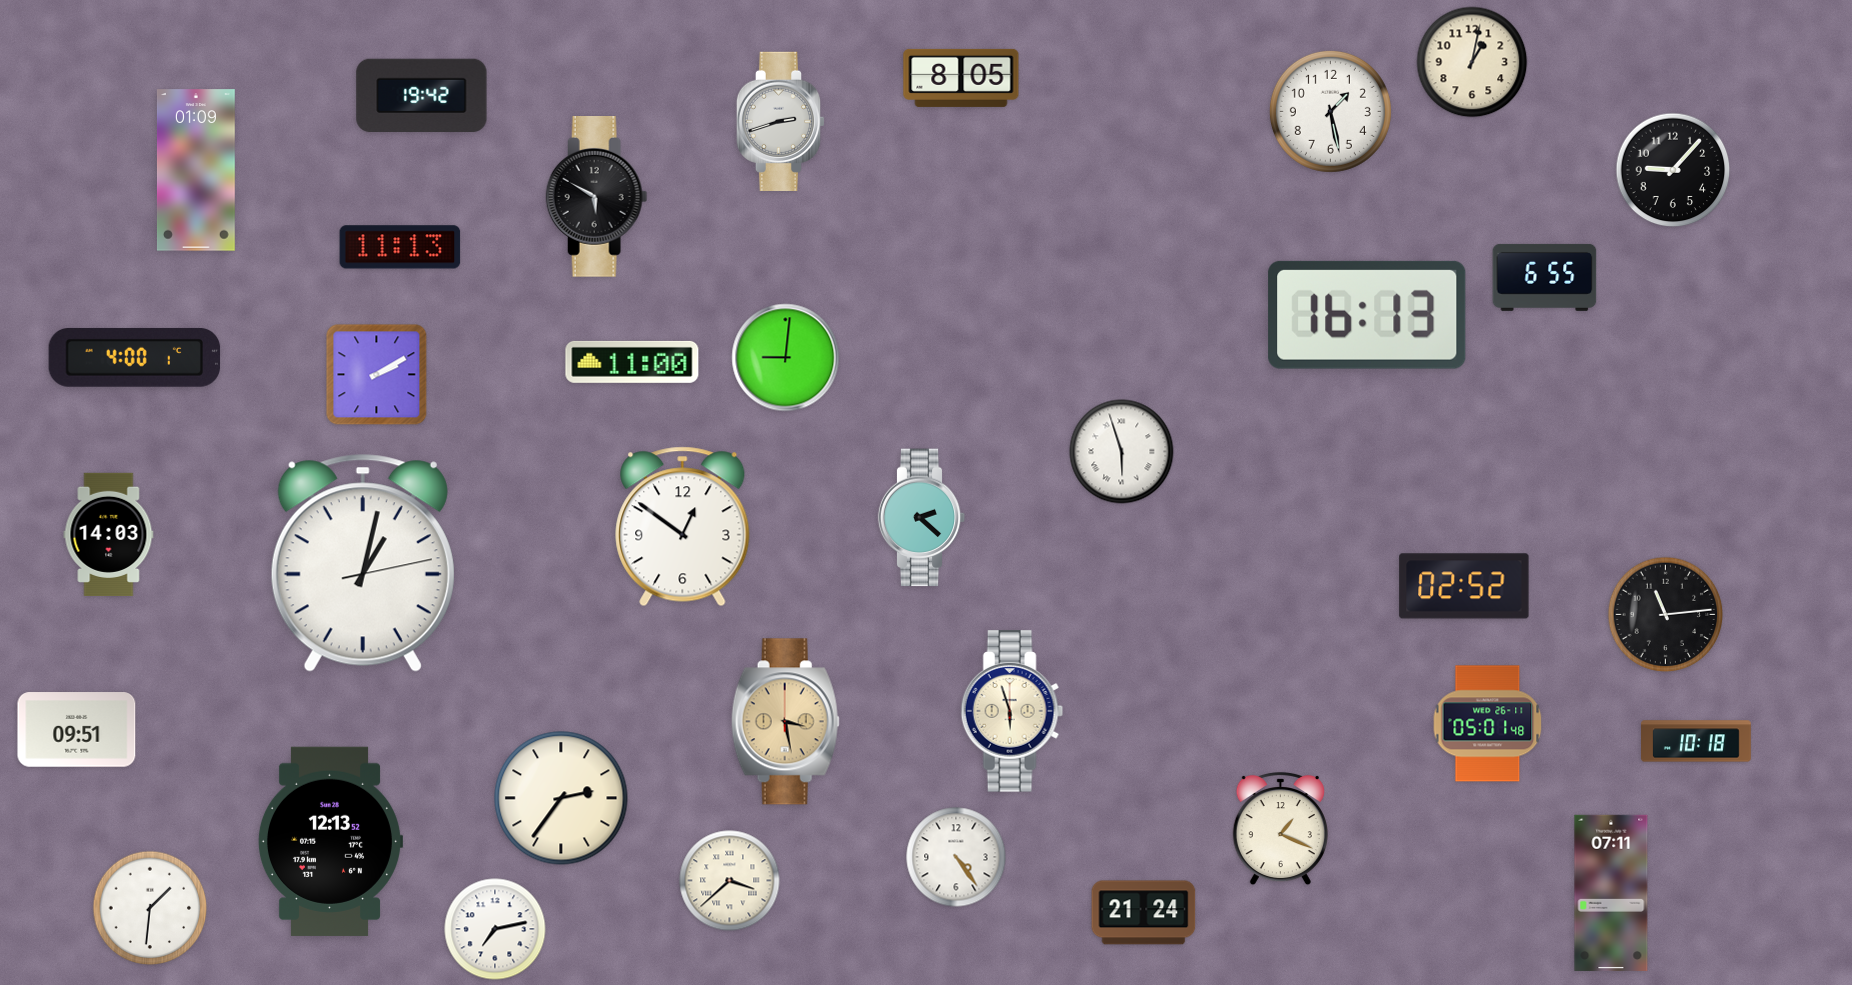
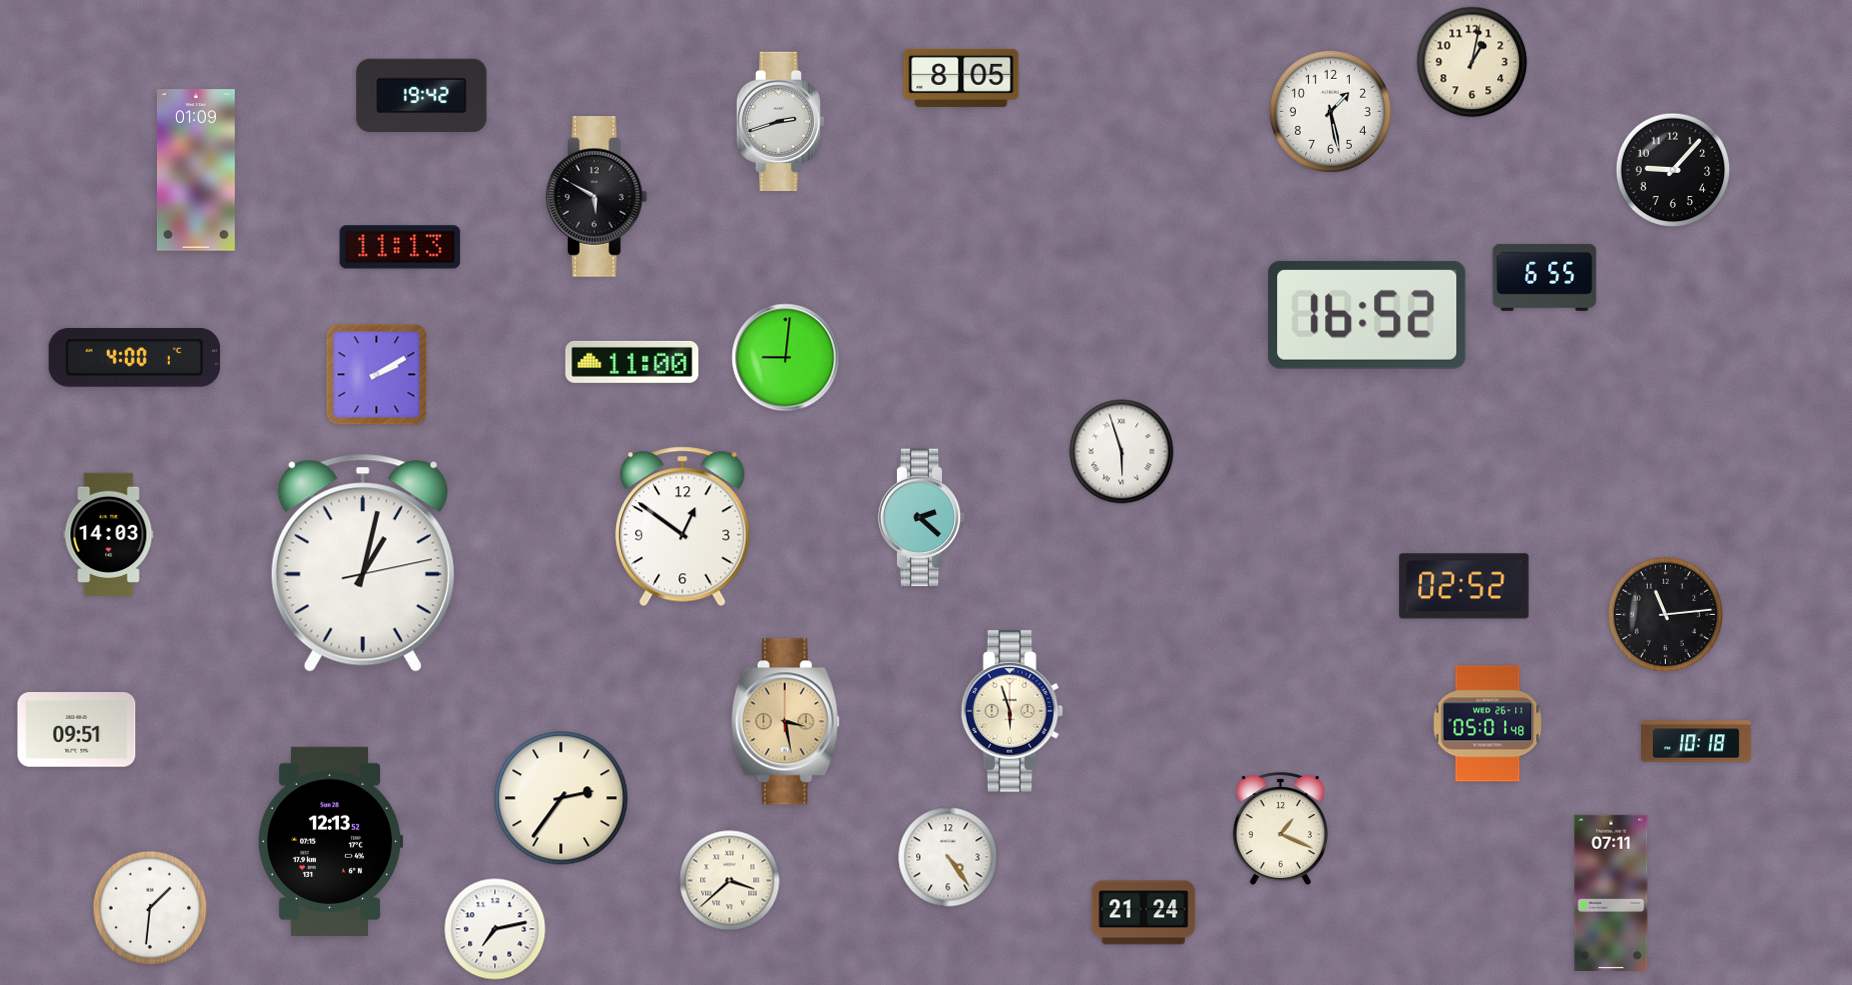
clock at (1367, 315): 16:13 -> 16:52
clock at (956, 857) position: (956, 857) -> (948, 857)
